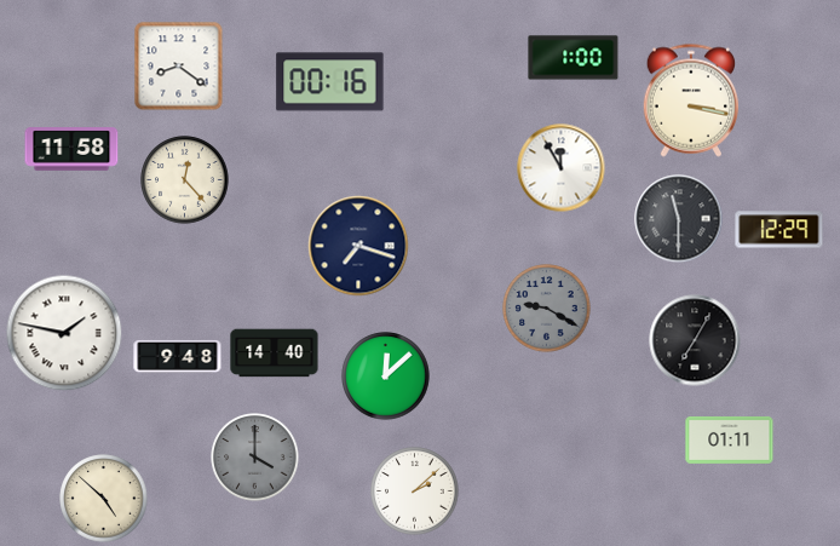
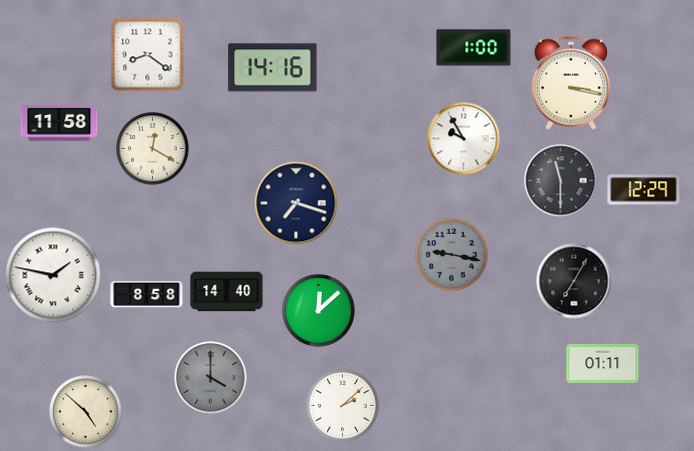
clock at (330, 82): 00:16 -> 14:16
clock at (562, 168): 11:55 -> 9:55
clock at (185, 180): 12:23 -> 12:20
clock at (547, 309): 9:20 -> 9:17
clock at (178, 356): 9:48 -> 8:58
